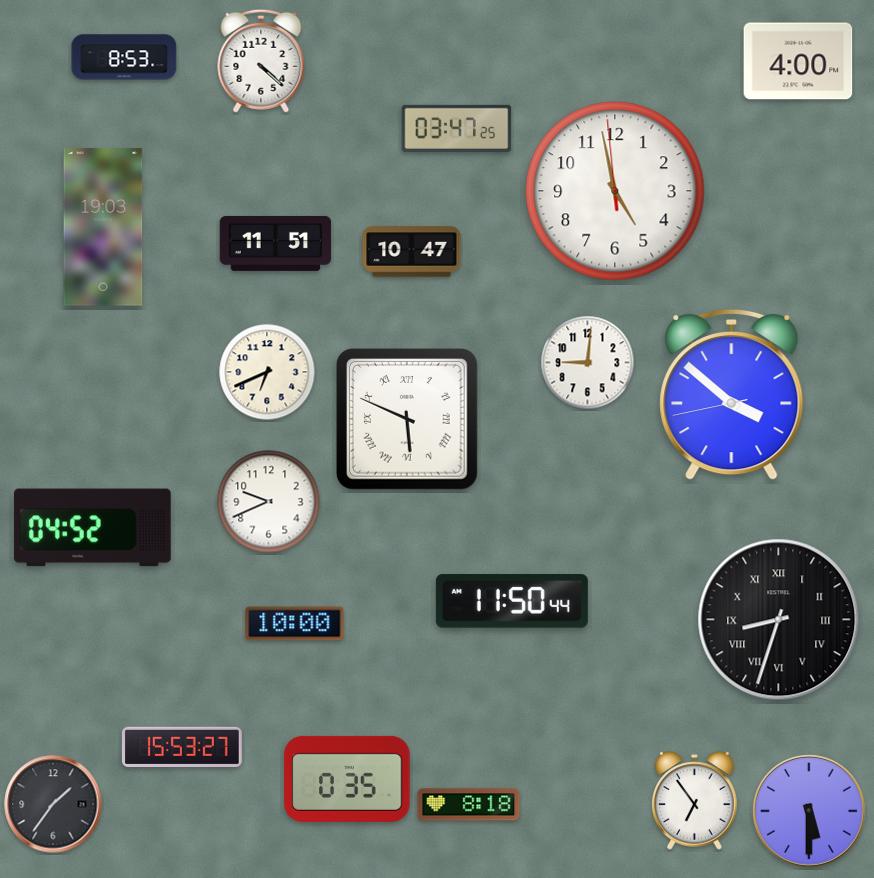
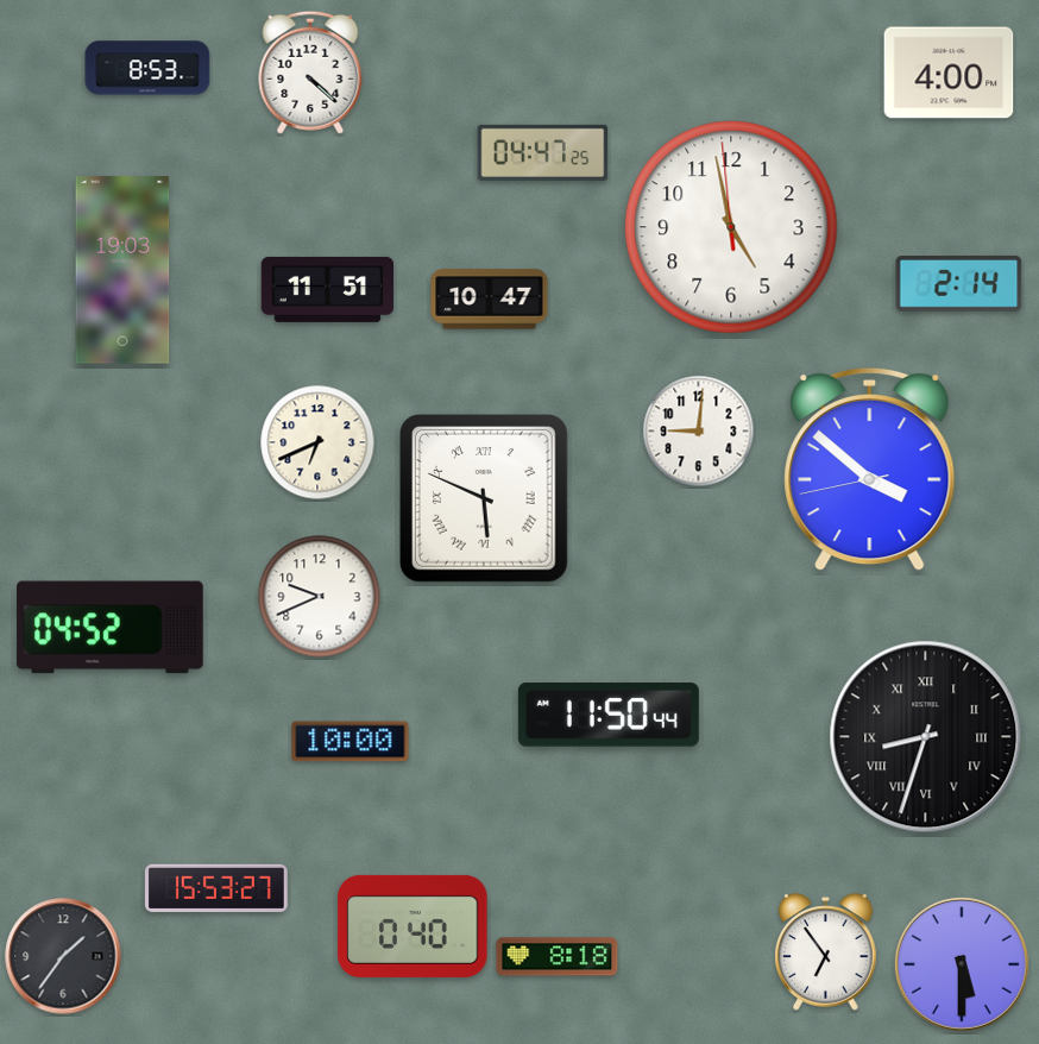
clock at (457, 128): 03:47 -> 04:47
clock at (959, 284): none -> 2:14
clock at (347, 779): 0:35 -> 0:40
